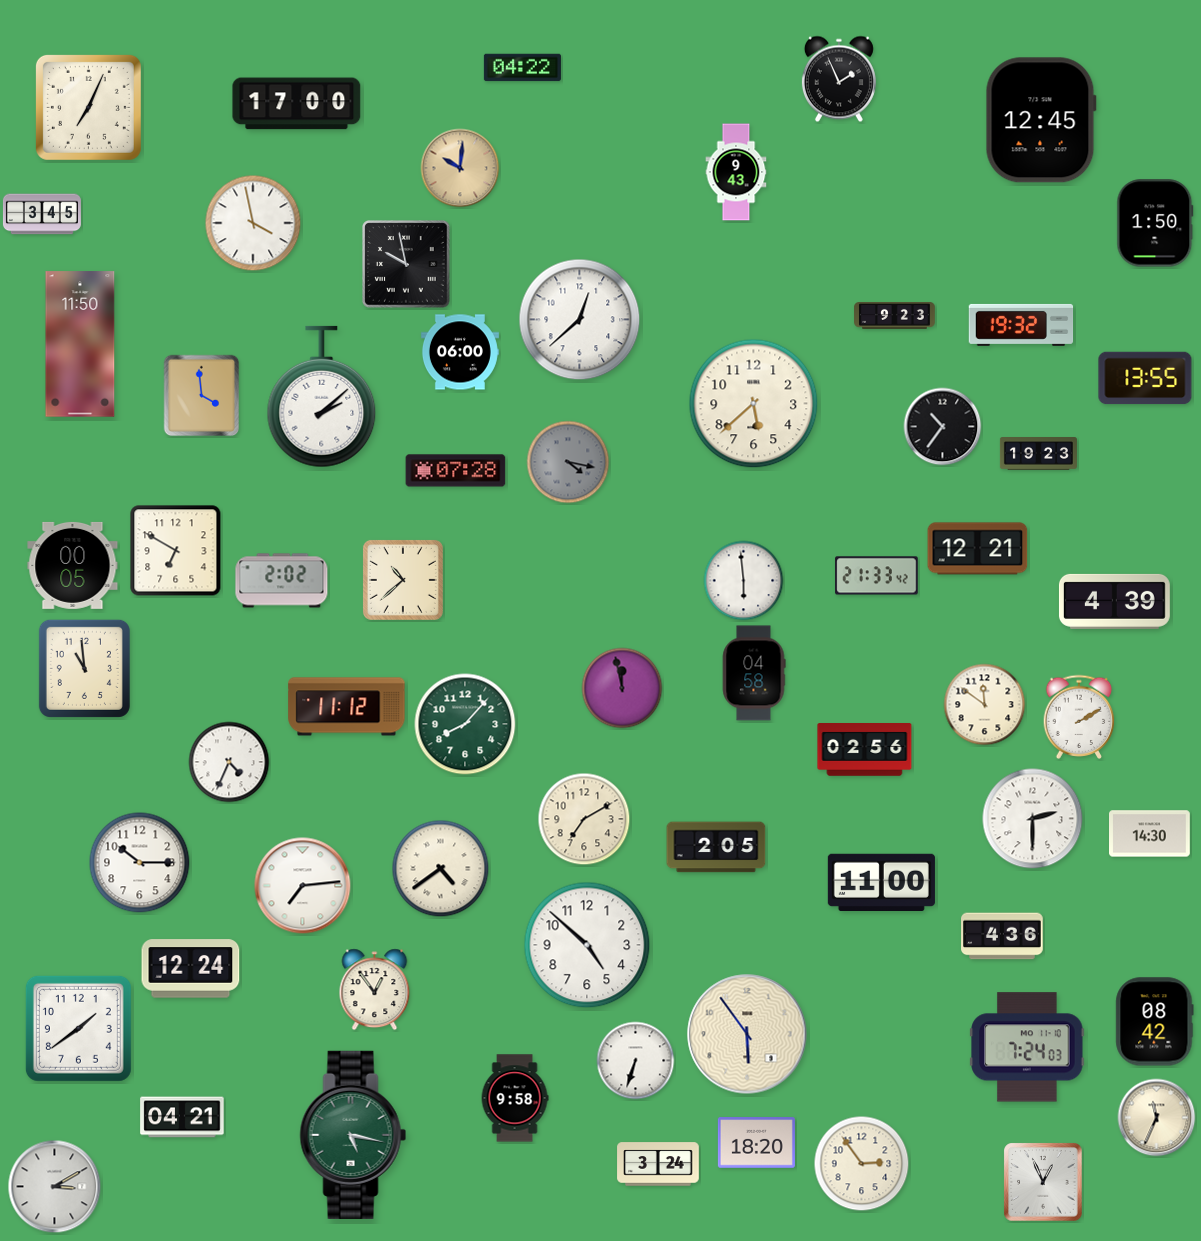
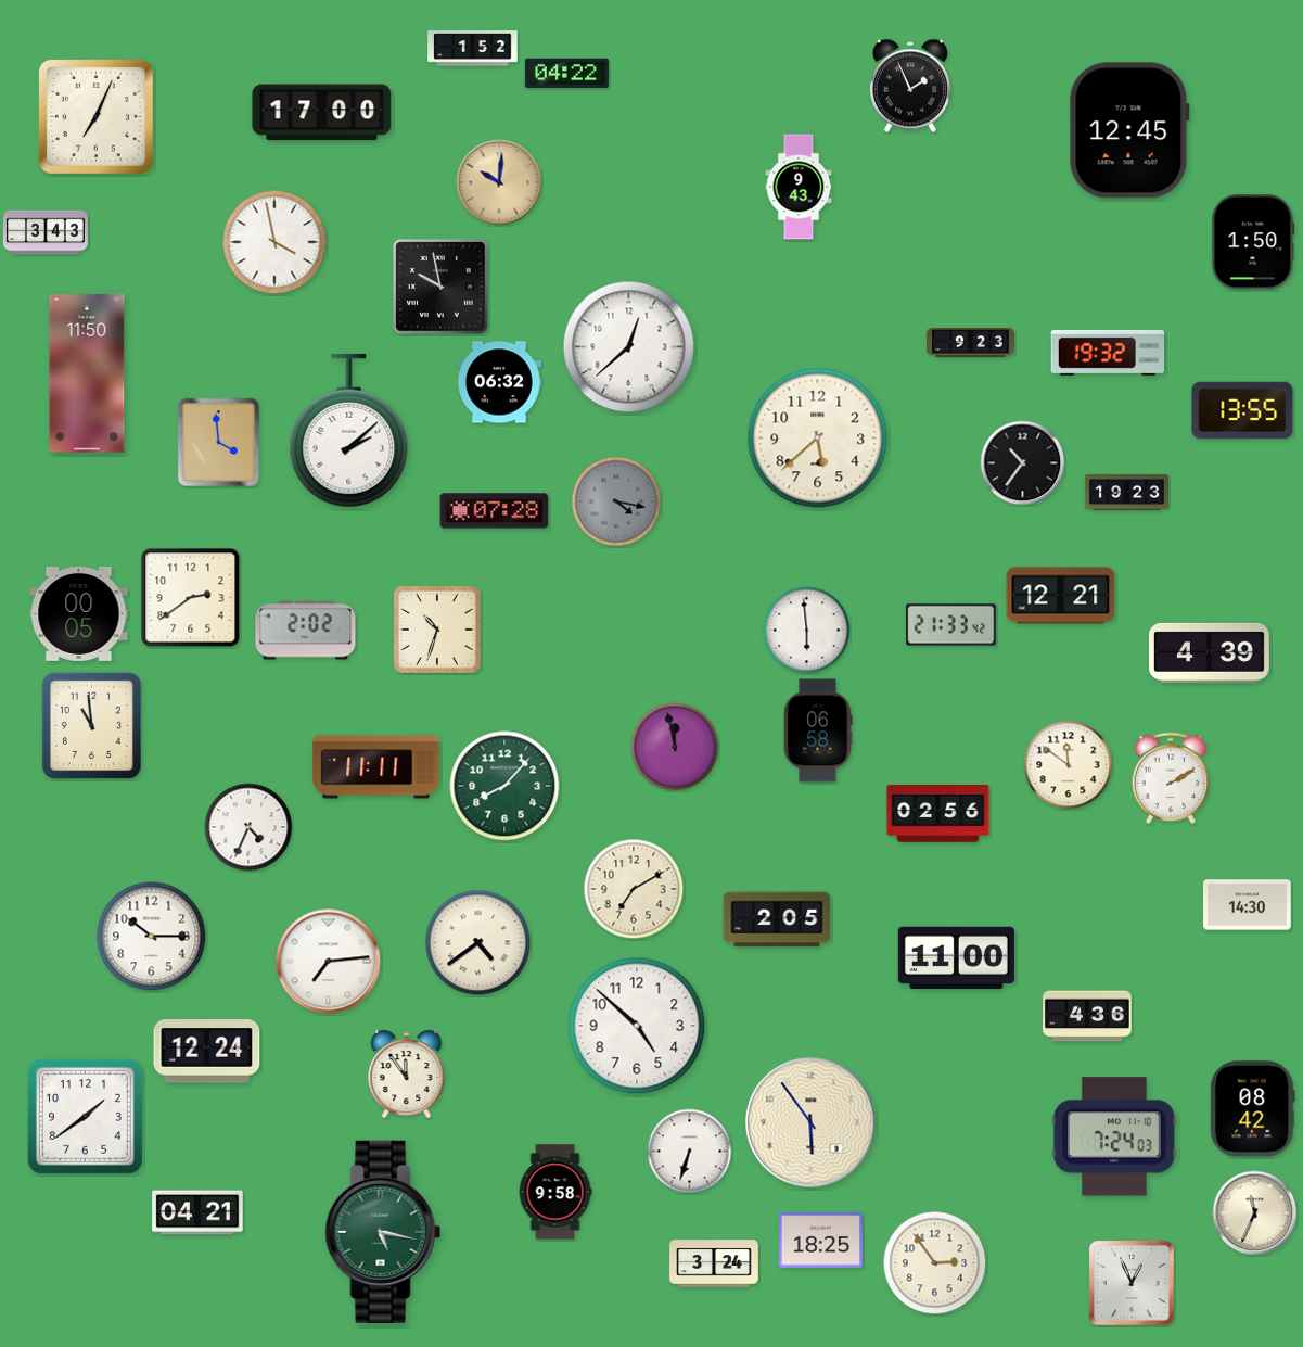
clock at (473, 49): none -> 1:52
clock at (42, 214): 3:45 -> 3:43
clock at (460, 352): 06:00 -> 06:32
clock at (202, 396) position: (202, 396) -> (219, 443)
clock at (176, 551): 6:50 -> 2:39
clock at (403, 580): 10:38 -> 10:33
clock at (754, 673): 04:58 -> 06:58
clock at (347, 707): 11:12 -> 11:11
clock at (1033, 819): 2:30 -> none
clock at (375, 990): 12:54 -> 11:54
clock at (515, 1098) position: (515, 1098) -> (555, 1192)
clock at (756, 1143): 18:20 -> 18:25
clock at (55, 1187): 3:10 -> none
